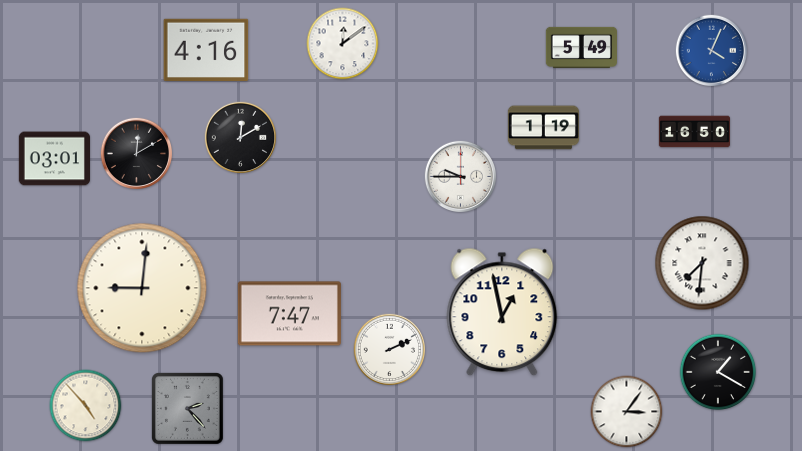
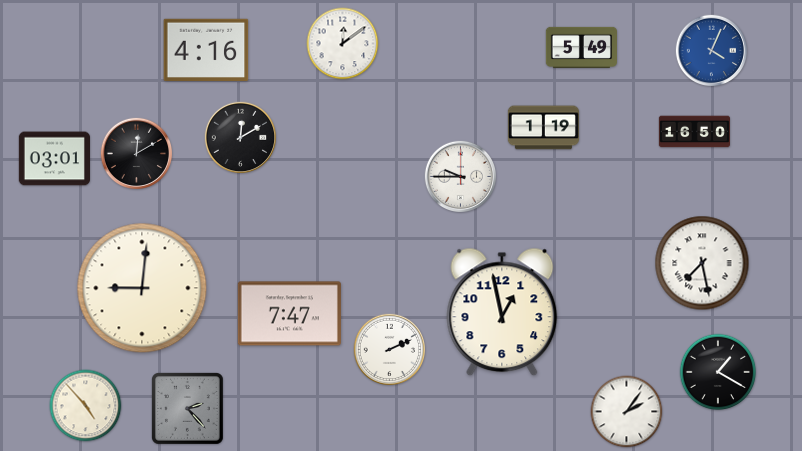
clock at (702, 263): 7:31 -> 7:28
clock at (627, 412): 3:06 -> 2:06
